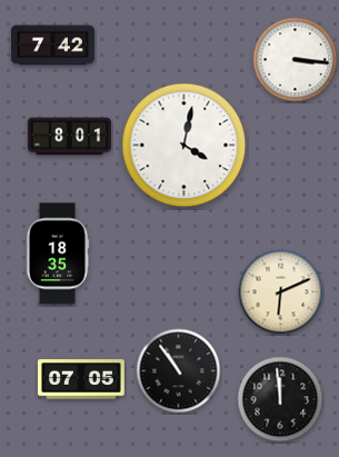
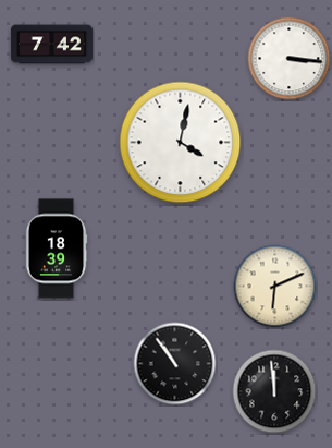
clock at (69, 137): 8:01 -> none
clock at (58, 254): 18:35 -> 18:39
clock at (81, 379): 07:05 -> none
